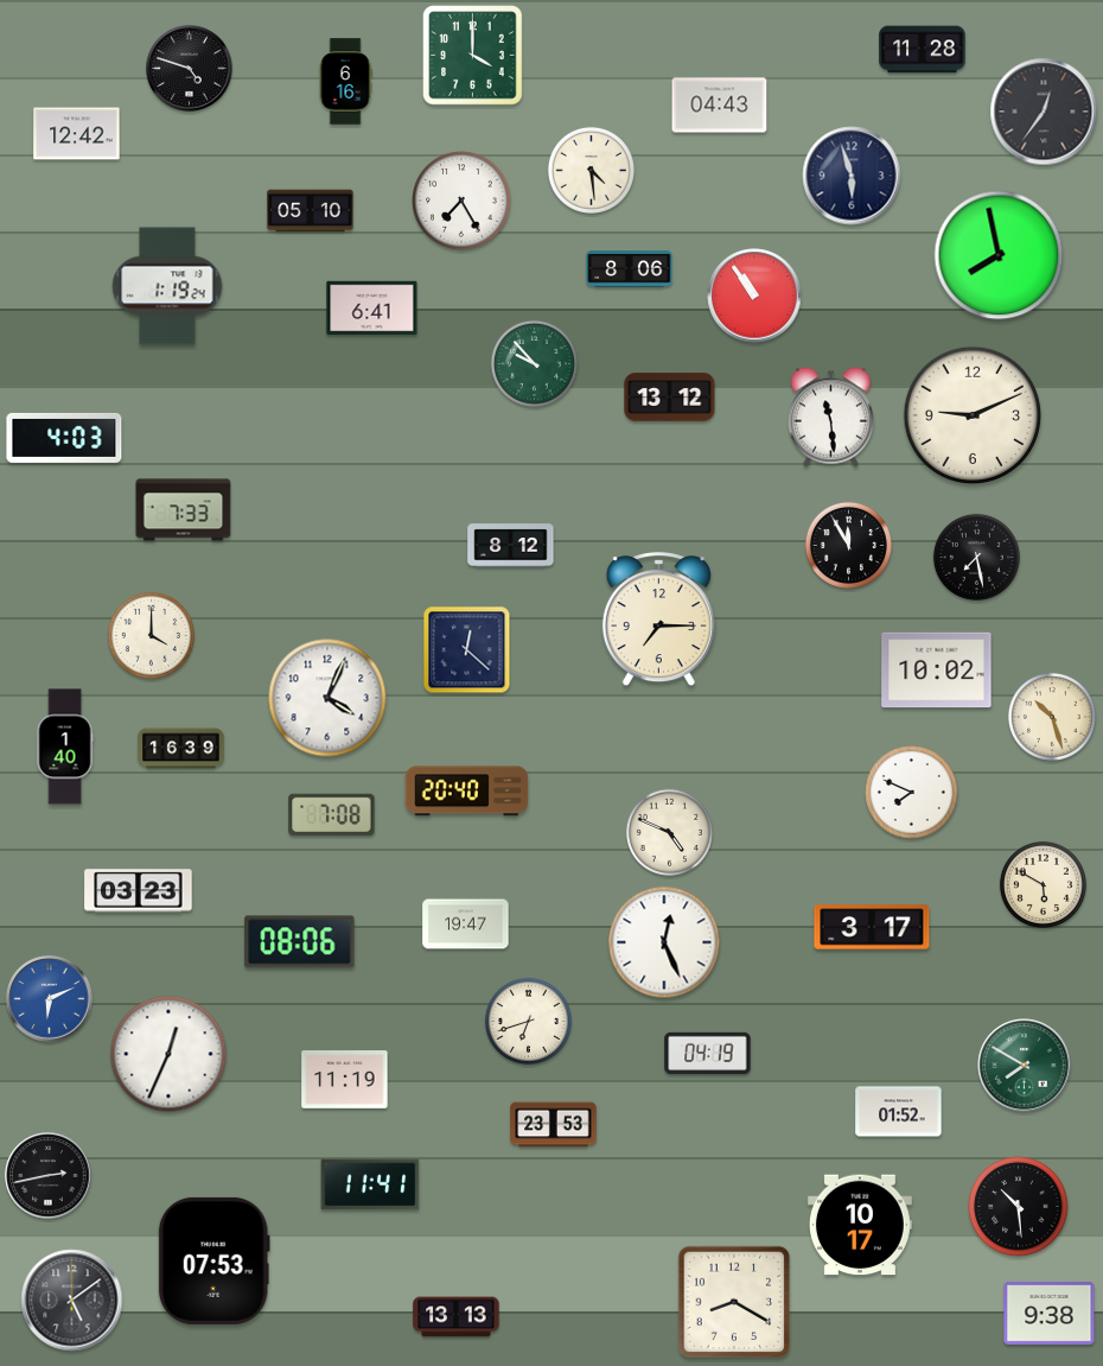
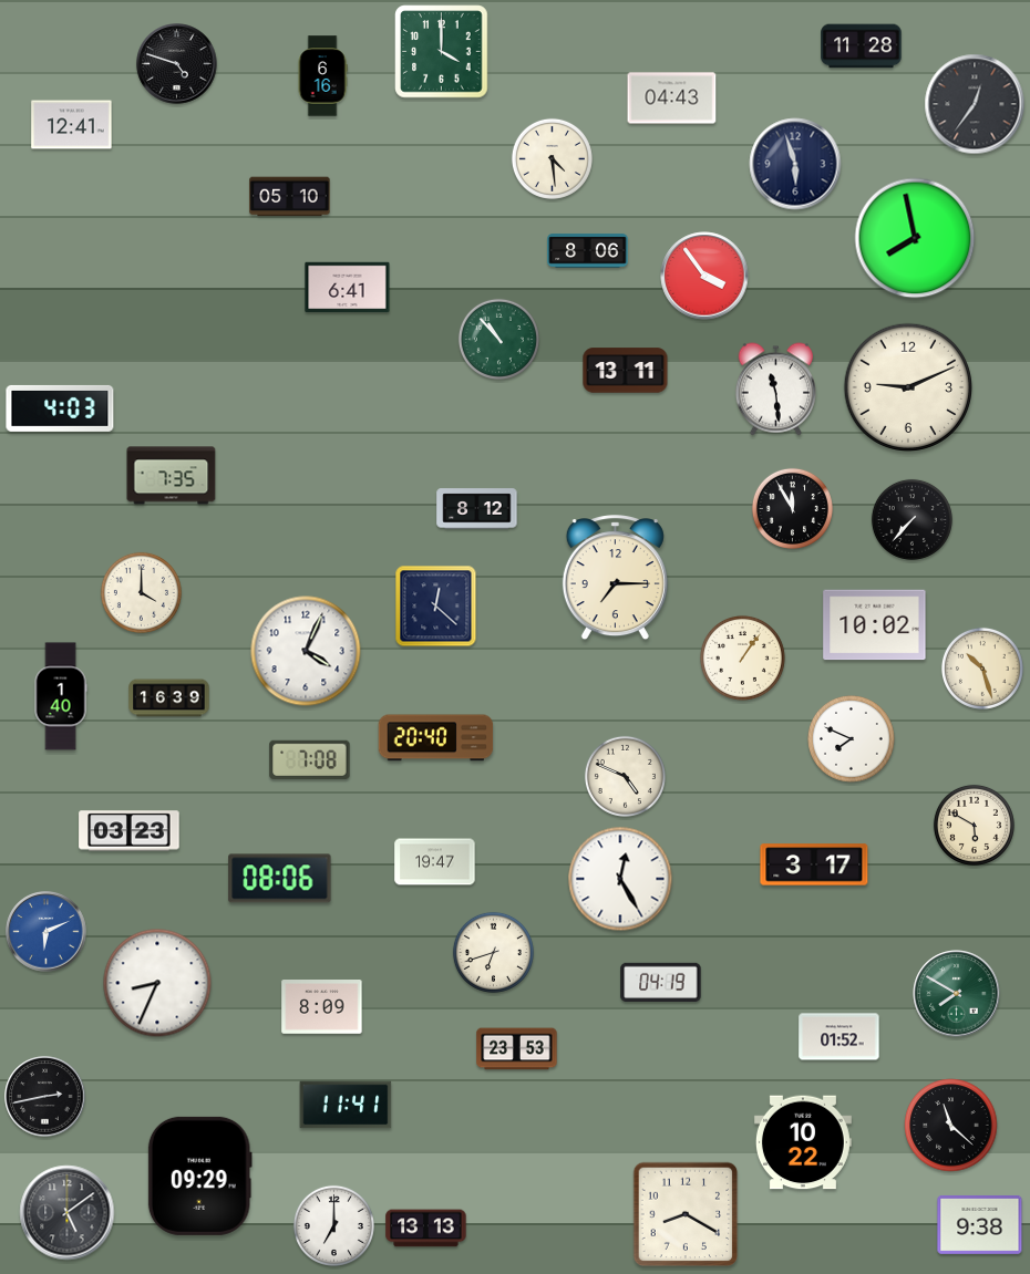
clock at (77, 134): 12:42 -> 12:41
clock at (461, 201): 7:25 -> none
clock at (999, 255) position: (999, 255) -> (915, 238)
clock at (167, 286): 1:19 -> none
clock at (754, 296): 10:54 -> 3:54
clock at (534, 363): 9:53 -> 10:53
clock at (670, 398): 13:12 -> 13:11
clock at (184, 510): 7:33 -> 7:35
clock at (976, 557): 7:28 -> 7:37
clock at (743, 659): none -> 1:06
clock at (664, 942): 12:26 -> 12:25
clock at (168, 1054): 12:34 -> 8:34
clock at (345, 1080): 11:19 -> 8:09
clock at (1019, 1207): 10:29 -> 11:22
clock at (860, 1225): 10:17 -> 10:22
clock at (213, 1260): 07:53 -> 09:29
clock at (333, 1225): none -> 7:00
